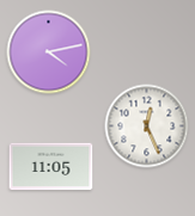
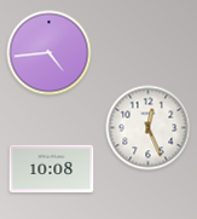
clock at (49, 53): 4:13 -> 4:44
clock at (51, 167): 11:05 -> 10:08
